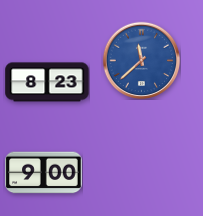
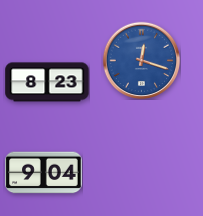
clock at (141, 60): 11:38 -> 12:18
clock at (44, 173): 9:00 -> 9:04
